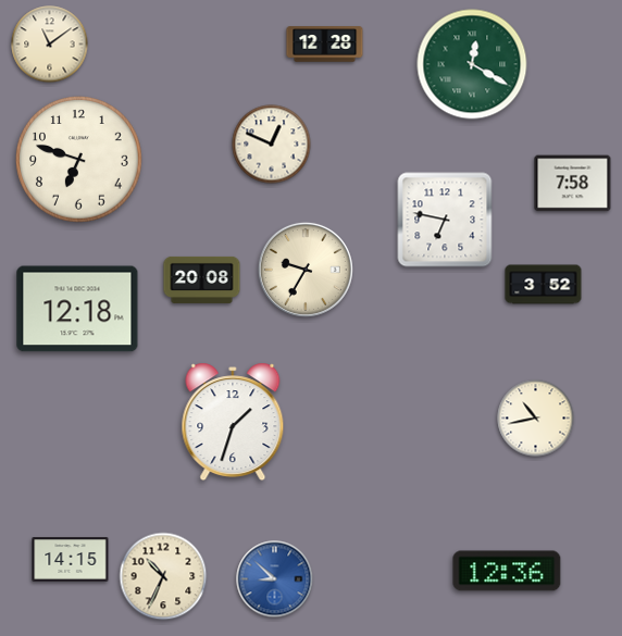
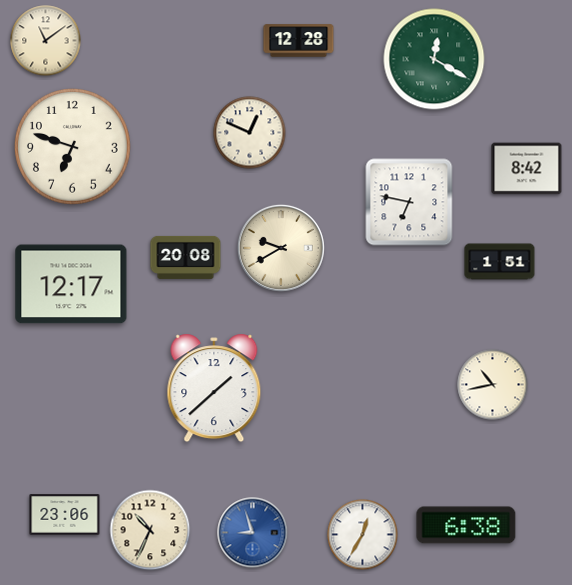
clock at (573, 184): 7:58 -> 8:42
clock at (306, 270): 9:35 -> 9:40
clock at (544, 285): 3:52 -> 1:51
clock at (77, 309): 12:18 -> 12:17
clock at (233, 422): 1:33 -> 1:38
clock at (71, 560): 14:15 -> 23:06
clock at (507, 571): 12:36 -> 6:38
clock at (275, 579): 8:52 -> 8:57
clock at (363, 535): none -> 12:35
